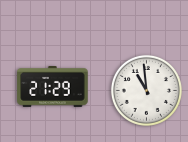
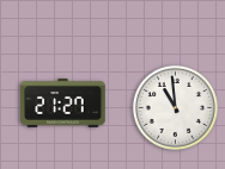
clock at (53, 87): 21:29 -> 21:27
